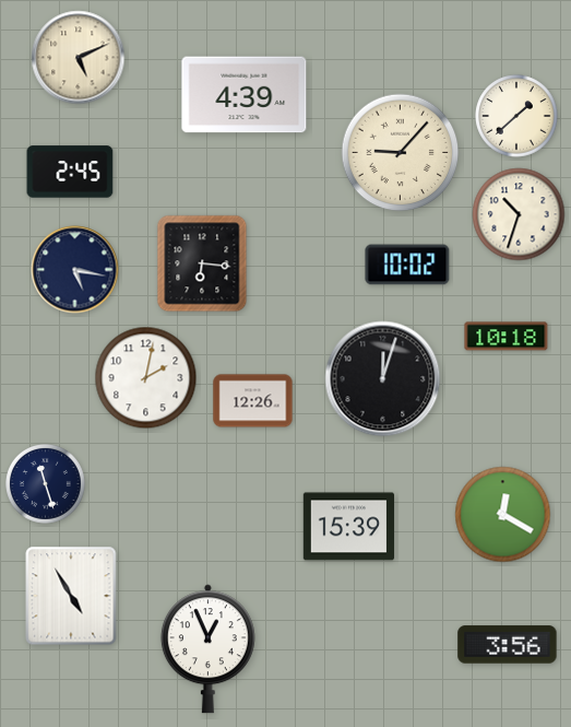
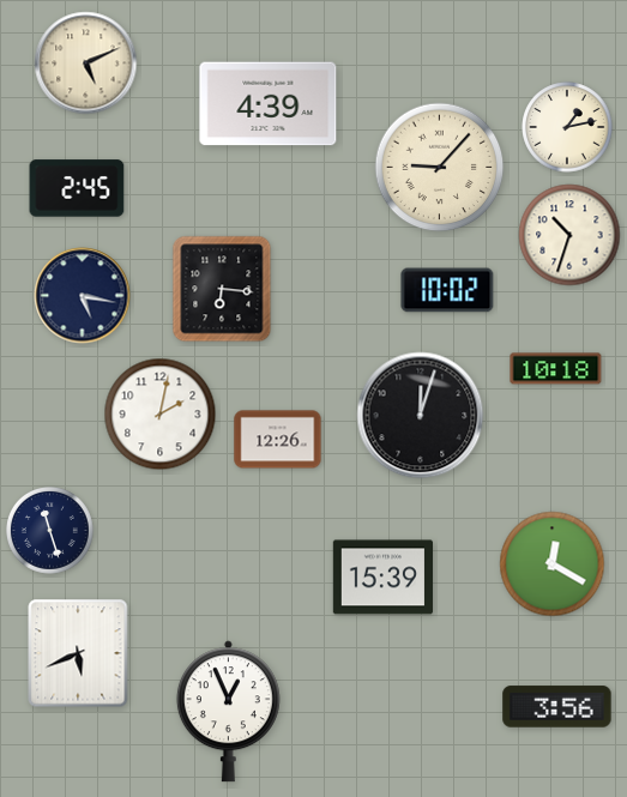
clock at (516, 116): 1:38 -> 1:13
clock at (71, 596): 4:55 -> 5:41
